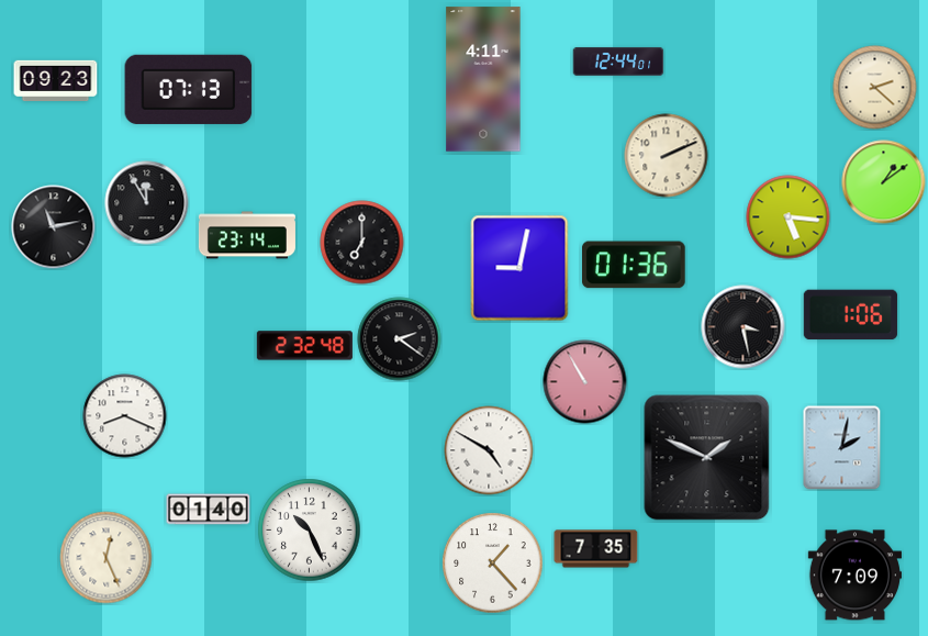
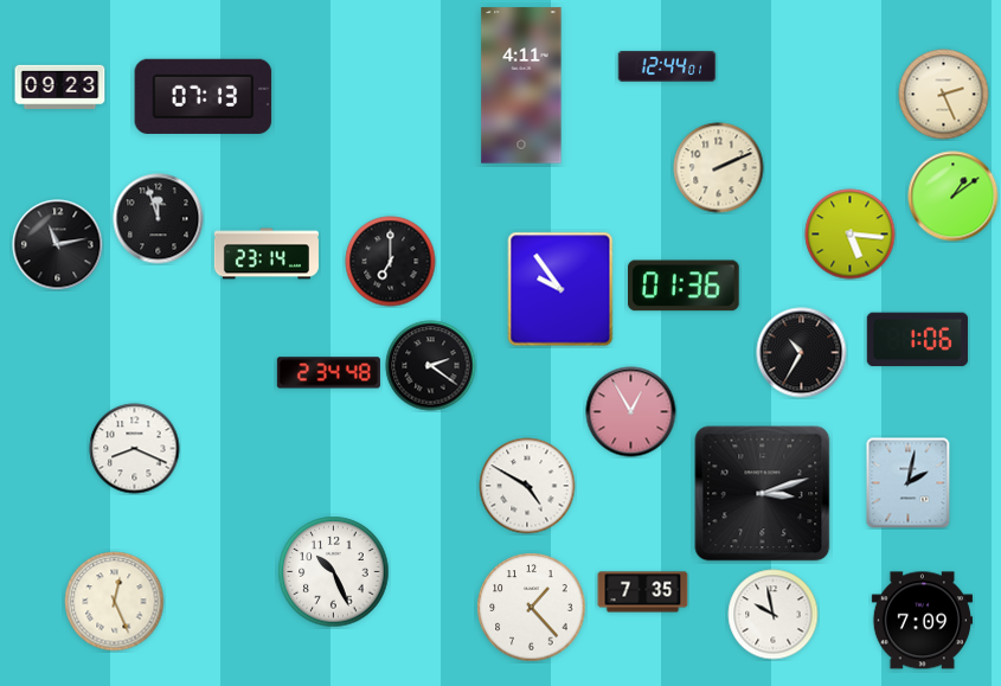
clock at (875, 88): 2:22 -> 2:26
clock at (147, 203): 11:55 -> 11:57
clock at (519, 268): 9:02 -> 9:54
clock at (743, 327): 3:28 -> 10:35
clock at (304, 346): 2:32 -> 2:34
clock at (585, 382): 10:55 -> 12:55
clock at (707, 458): 1:49 -> 3:12
clock at (209, 510): 01:40 -> none
clock at (774, 615): none -> 9:58
